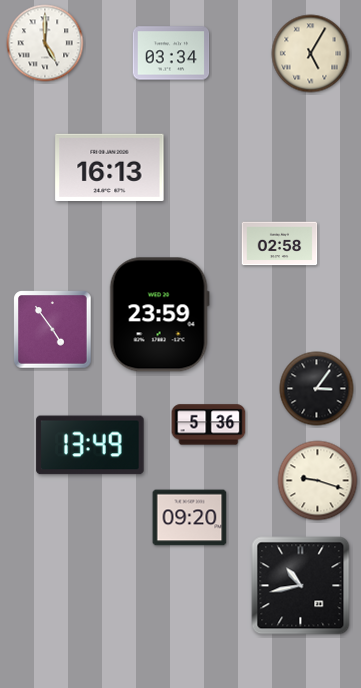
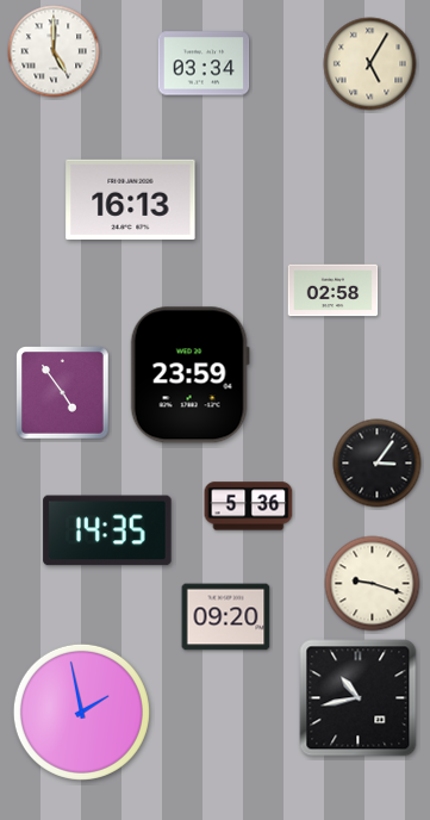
clock at (90, 445): 13:49 -> 14:35
clock at (318, 481) position: (318, 481) -> (373, 584)
clock at (81, 712): none -> 1:58
